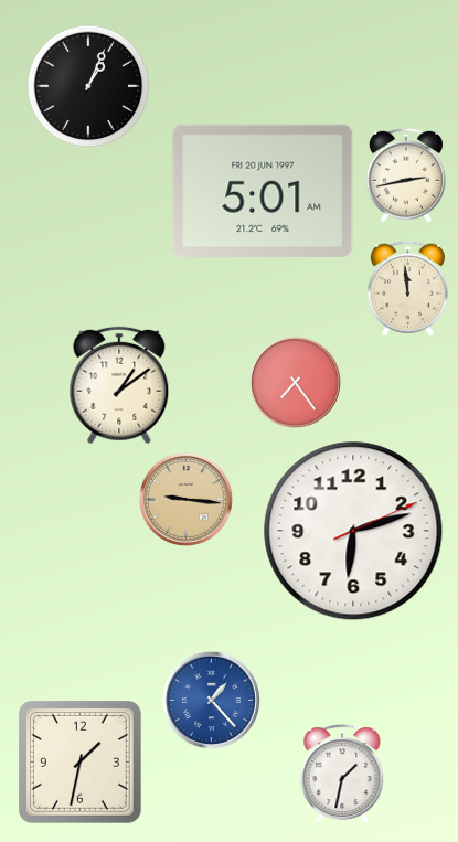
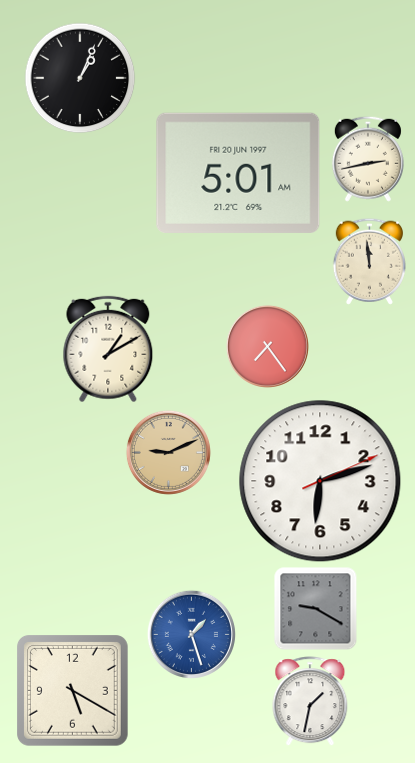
clock at (119, 385): 1:09 -> 1:10
clock at (185, 499): 9:16 -> 9:11
clock at (316, 609): none -> 9:20
clock at (211, 700): 1:23 -> 1:27
clock at (81, 763): 1:32 -> 5:20
